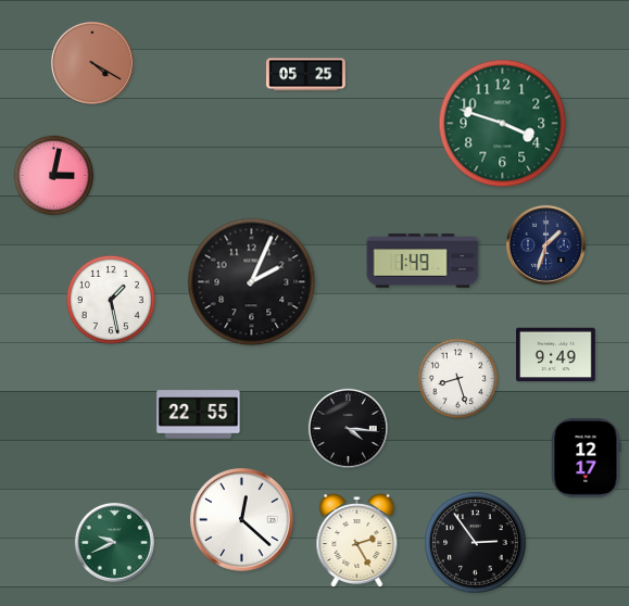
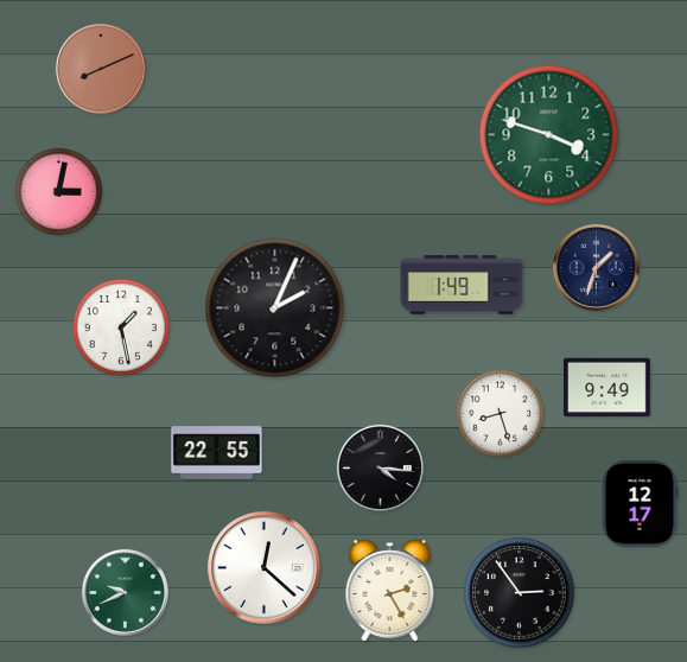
clock at (92, 63): 4:20 -> 8:11
clock at (306, 75): 05:25 -> none
clock at (586, 458) position: (586, 458) -> (640, 504)
